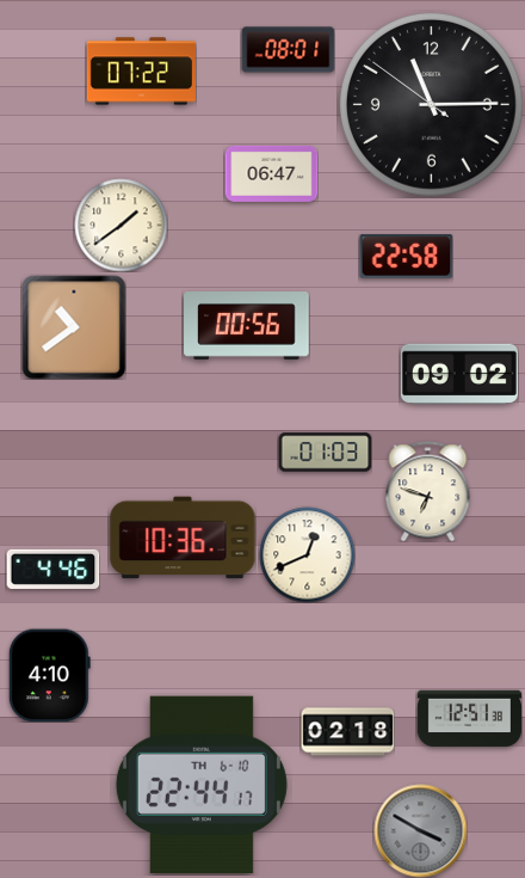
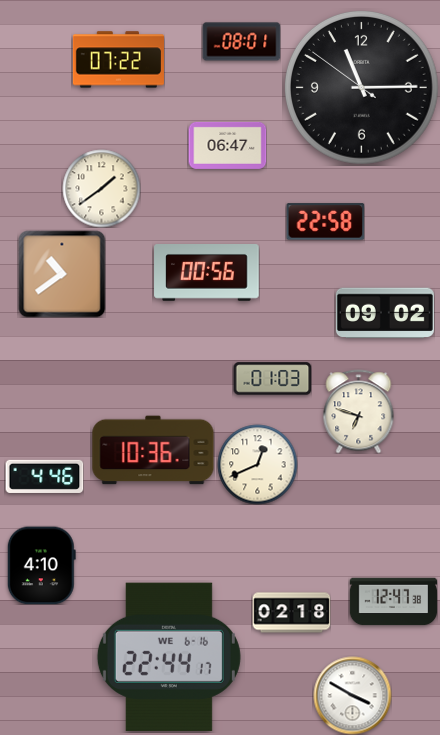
clock at (406, 257) position: (406, 257) -> (325, 222)
clock at (469, 719): 12:51 -> 12:47
clock at (202, 784) date: TH 6-10 -> WE 6-16
clock at (420, 830) dial: grey -> white
